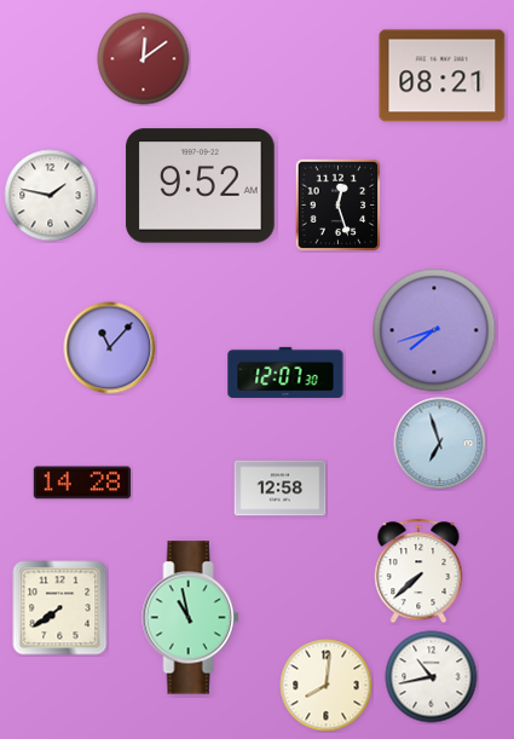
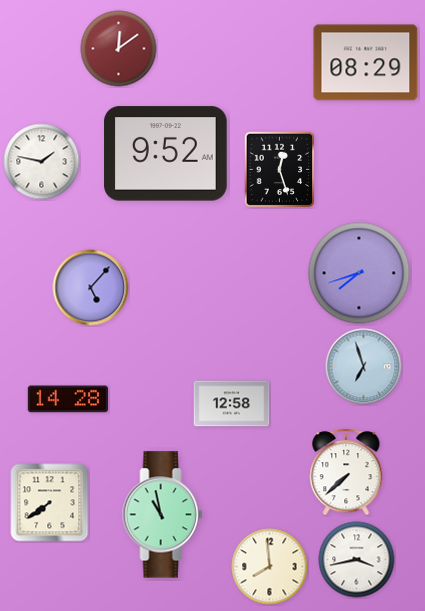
clock at (443, 76): 08:21 -> 08:29
clock at (110, 348): 11:07 -> 5:07
clock at (285, 373): 12:07 -> none
clock at (191, 618) position: (191, 618) -> (163, 515)
clock at (432, 677): 10:43 -> 3:43
clock at (327, 686): 8:01 -> 7:59
